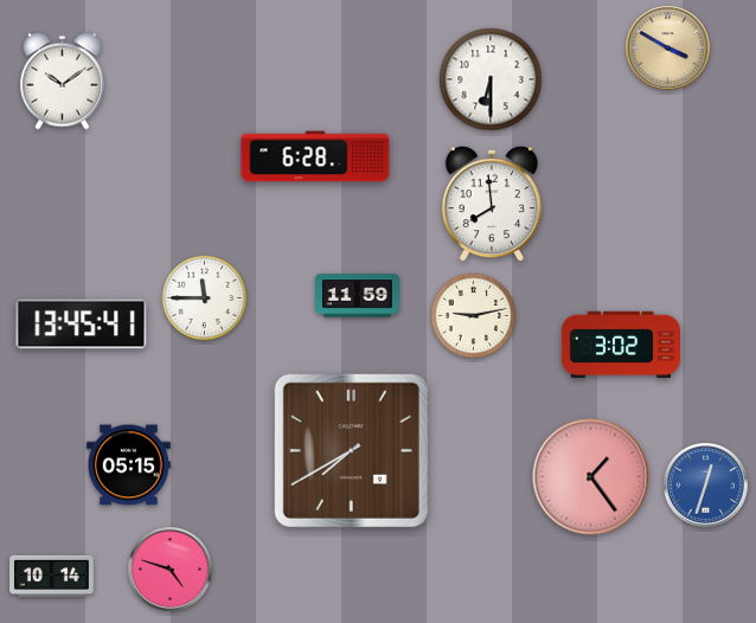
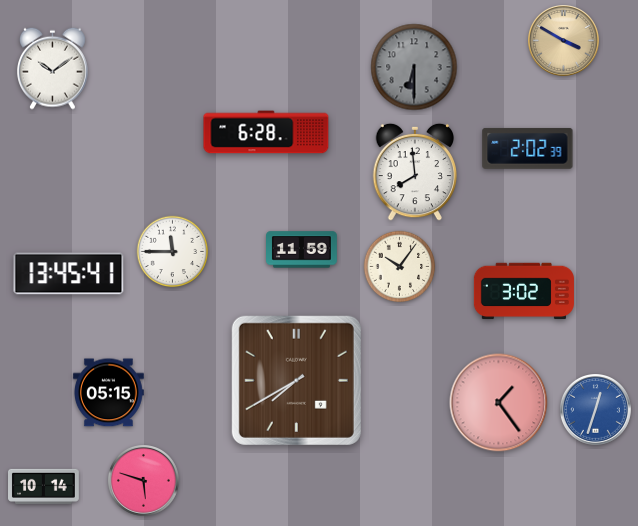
clock at (491, 79) dial: white -> grey
clock at (528, 148): none -> 2:02
clock at (474, 316): 9:13 -> 10:06
clock at (171, 570): 4:48 -> 5:48
